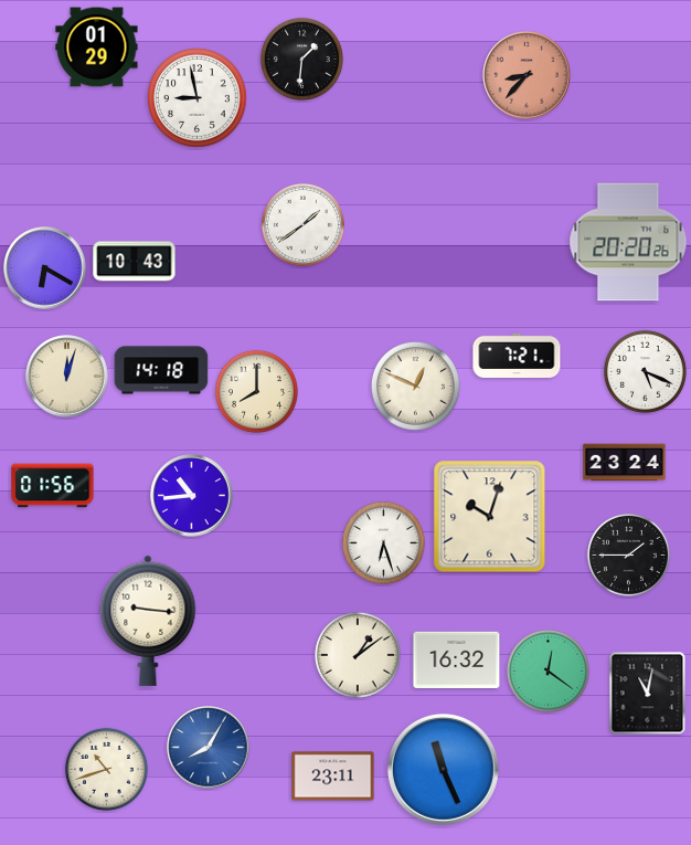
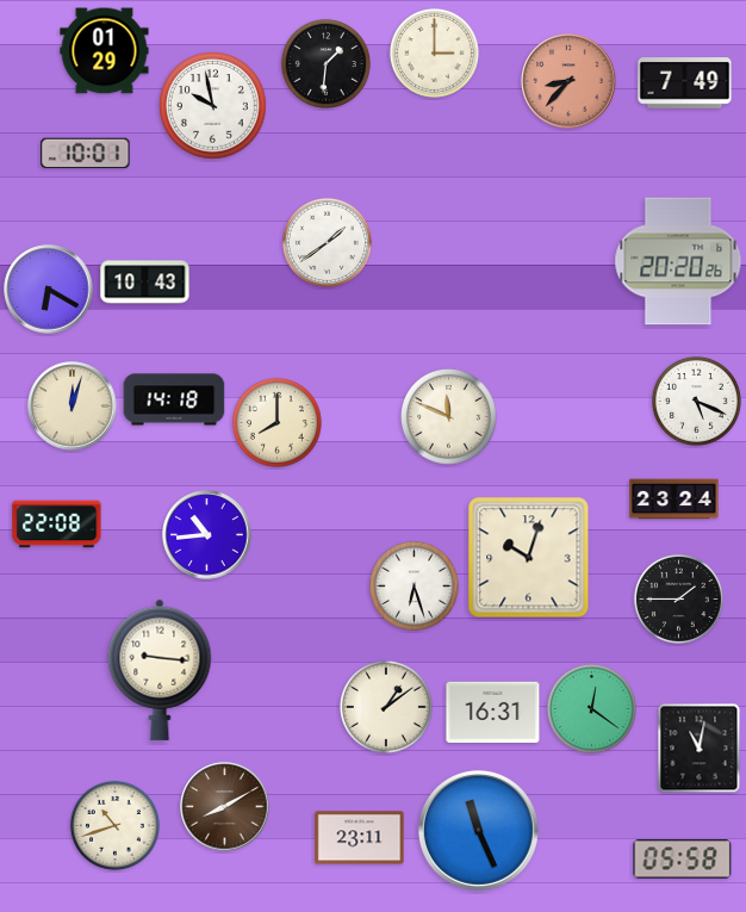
clock at (434, 52): none -> 3:00
clock at (685, 83): none -> 7:49
clock at (198, 98): 8:58 -> 9:58
clock at (86, 154): none -> 10:01
clock at (517, 356): 7:21 -> none
clock at (416, 387): 12:49 -> 11:49
clock at (53, 486): 01:56 -> 22:08
clock at (457, 659): 16:32 -> 16:31
clock at (548, 670) position: (548, 670) -> (591, 708)
clock at (209, 748): 8:05 -> 8:10
clock at (209, 748) dial: blue -> brown
clock at (106, 769) position: (106, 769) -> (114, 825)
clock at (683, 860): none -> 05:58
